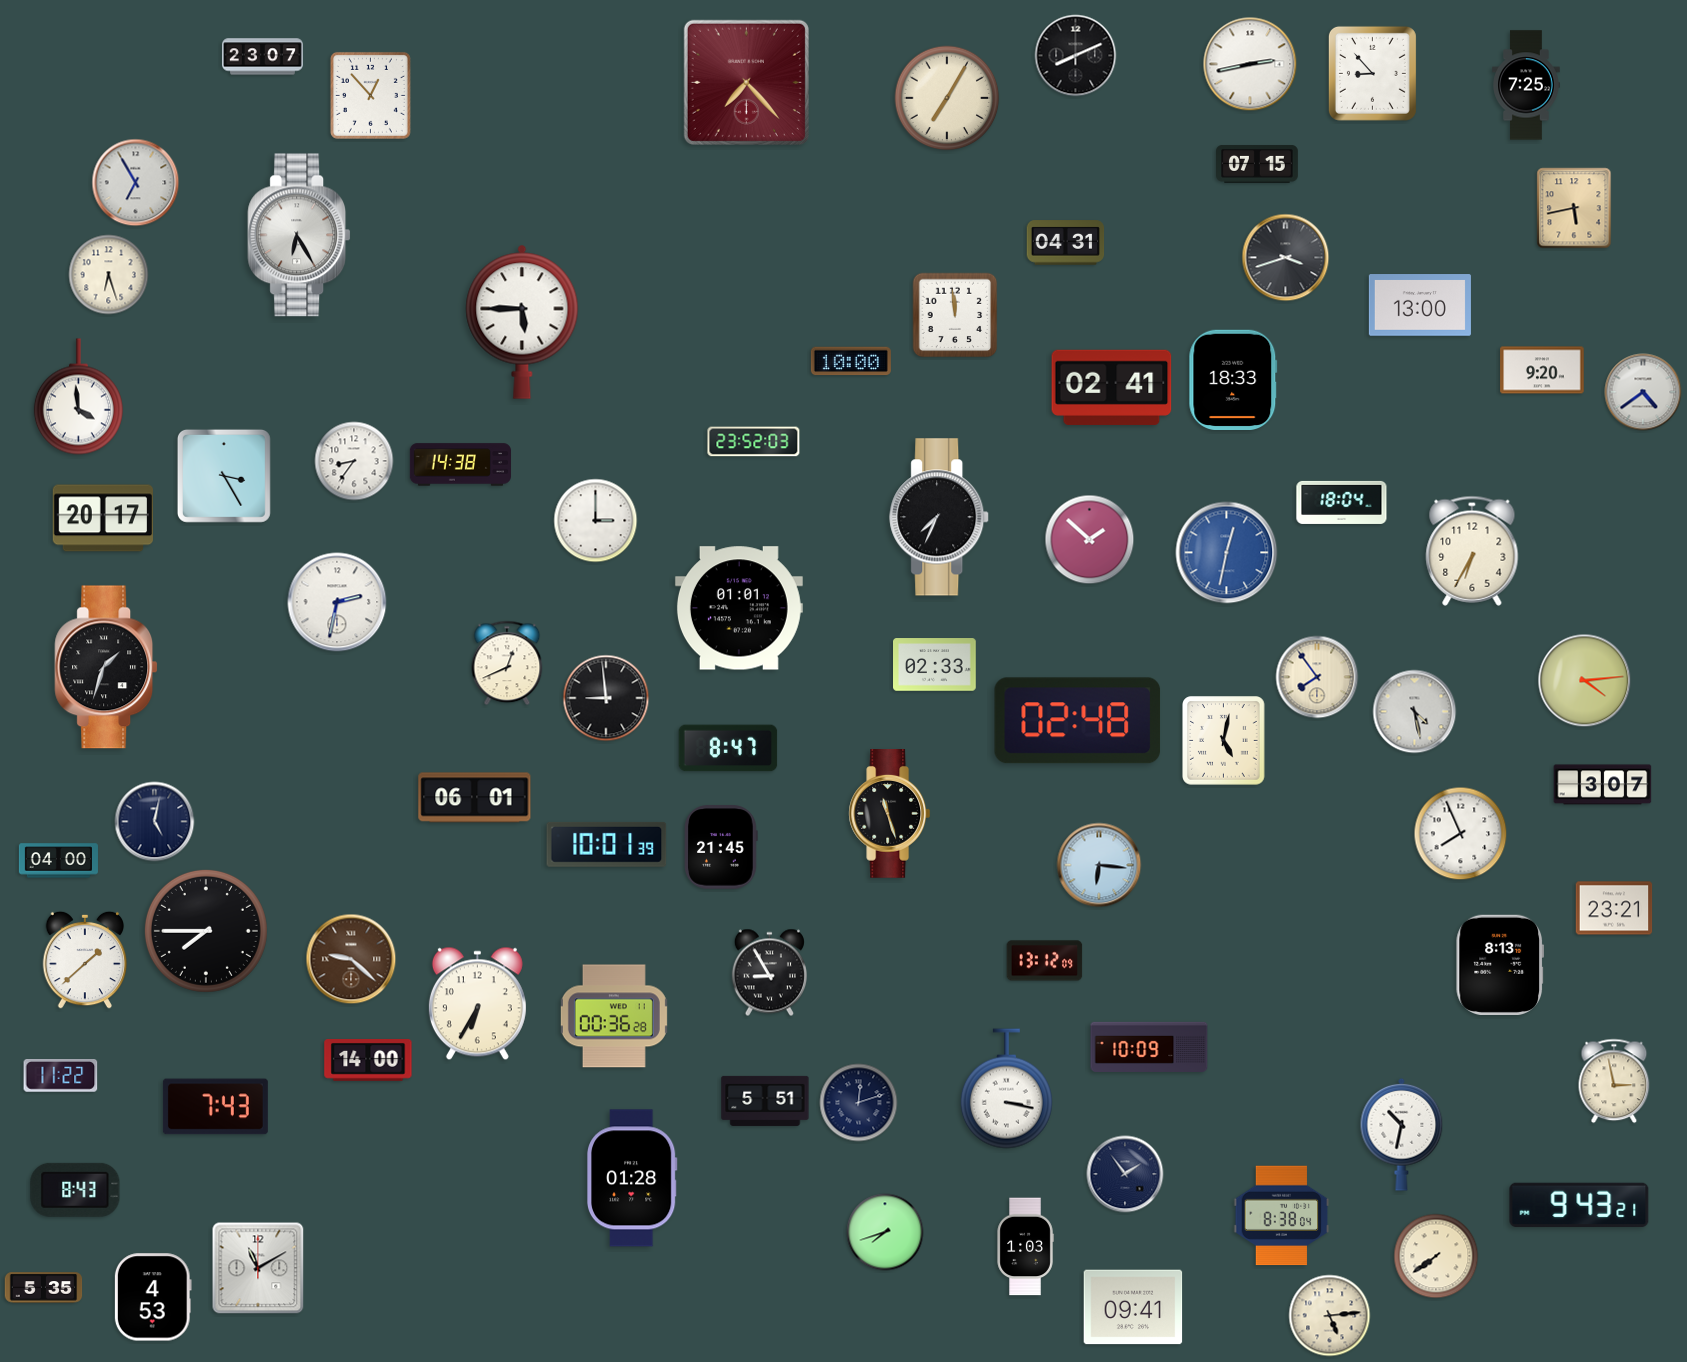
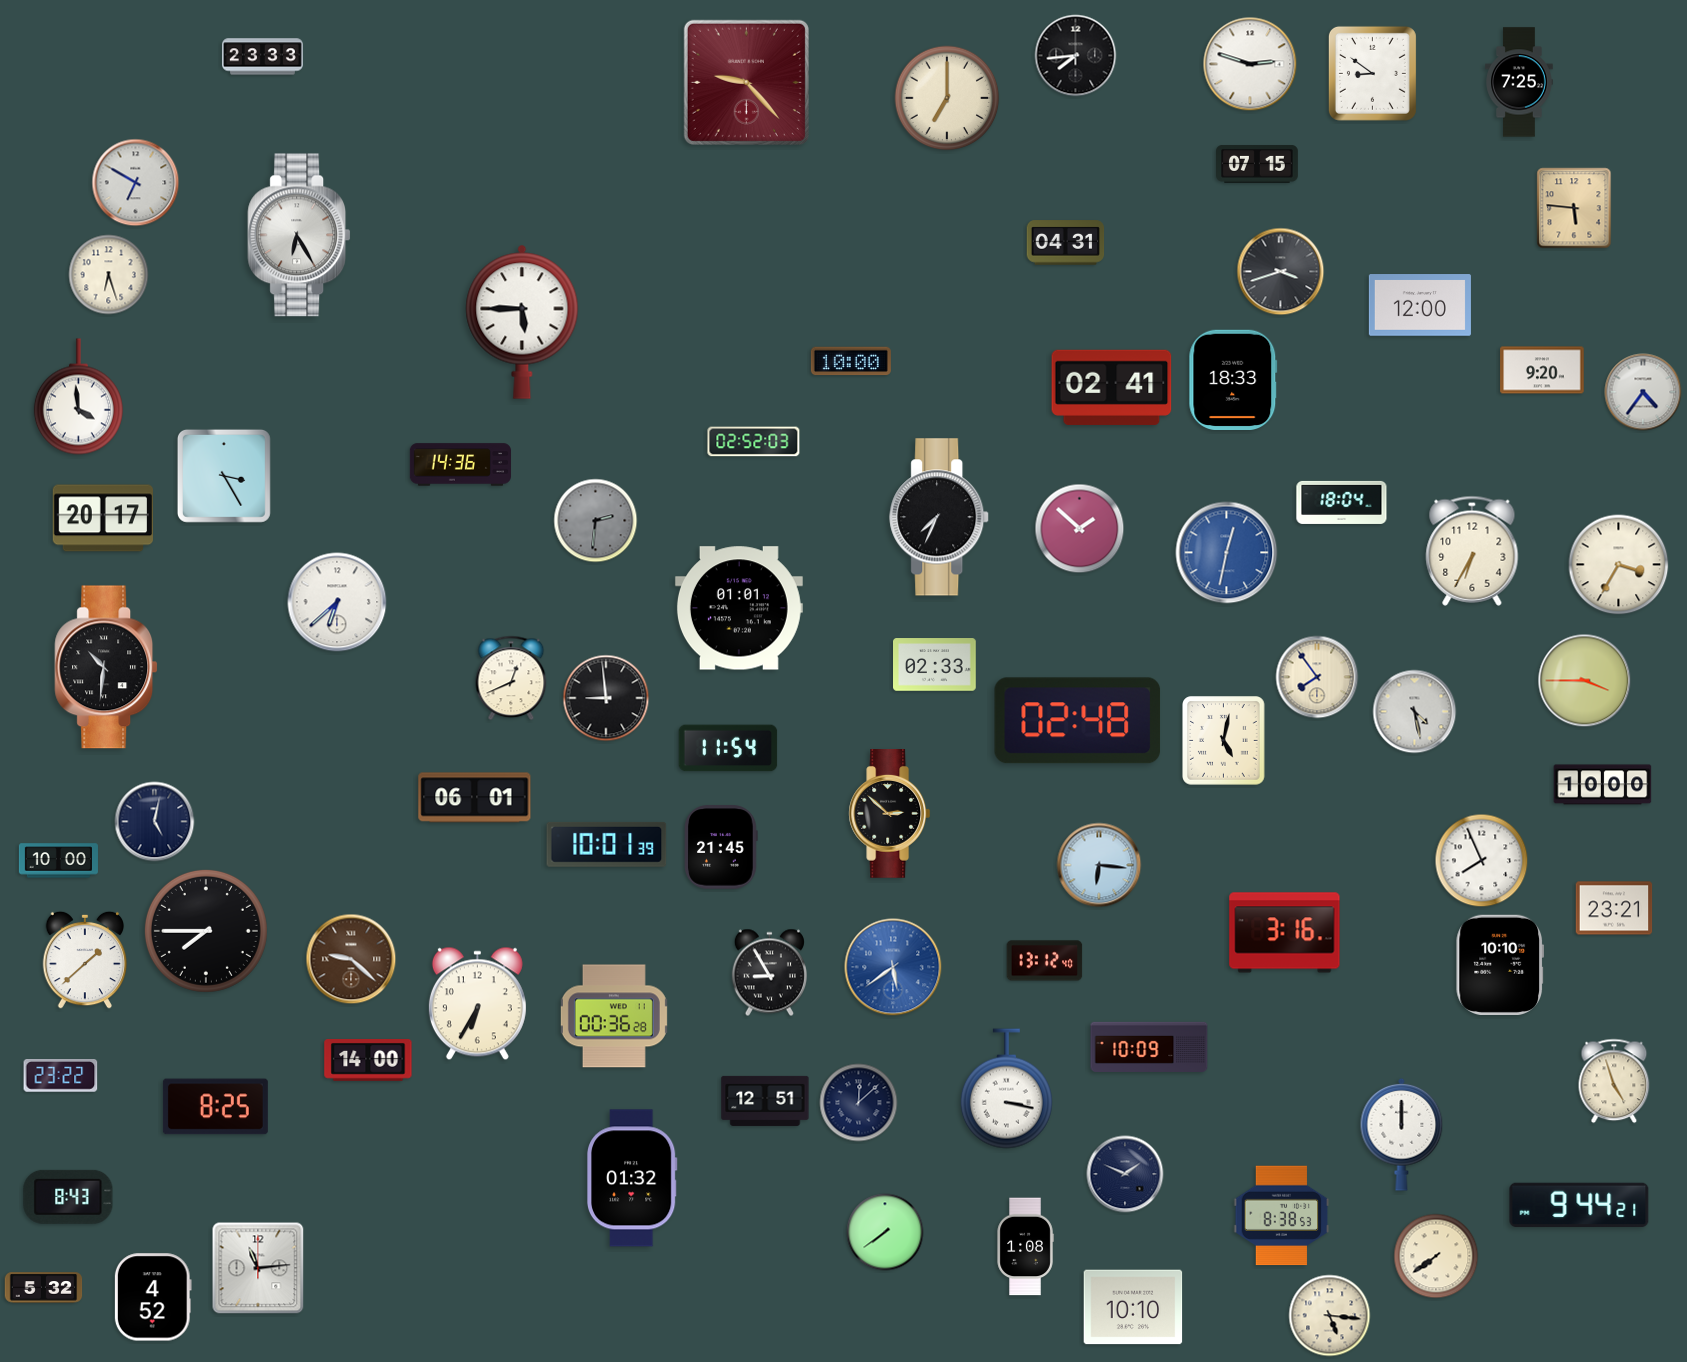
clock at (1076, 56): 8:11 -> 7:44
clock at (262, 57): 23:07 -> 23:33
clock at (1250, 64): 2:43 -> 2:48
clock at (1372, 73): 8:53 -> 8:51
clock at (746, 82): 7:23 -> 9:23
clock at (1526, 85) position: (1526, 85) -> (1519, 82)
clock at (370, 95): 12:53 -> none
clock at (947, 98): 7:05 -> 7:00
clock at (136, 183): 6:55 -> 6:50
clock at (1574, 208): 5:43 -> 5:46
clock at (1286, 258) position: (1286, 258) -> (1281, 272)
clock at (1420, 305): 13:00 -> 12:00
clock at (955, 315): 11:59 -> none
clock at (1643, 392): 4:39 -> 4:36
clock at (754, 442): 23:52 -> 02:52
clock at (354, 461): 8:36 -> none
clock at (460, 465): 14:38 -> 14:36
clock at (596, 521): 3:00 -> 2:31
clock at (596, 521) dial: white -> grey
clock at (1090, 540) position: (1090, 540) -> (1080, 529)
clock at (1619, 565): none -> 3:35
clock at (337, 602): 2:32 -> 6:38
clock at (507, 663) position: (507, 663) -> (511, 678)
clock at (106, 667): 1:33 -> 10:31
clock at (1585, 681): 4:14 -> 3:45
clock at (728, 748): 8:47 -> 11:54
clock at (1603, 785): 3:07 -> 10:00
clock at (890, 814): 11:27 -> 2:52
clock at (1461, 834) position: (1461, 834) -> (1482, 861)
clock at (58, 861): 04:00 -> 10:00
clock at (1285, 933): none -> 3:16
clock at (1045, 961): 13:12:09 -> 13:12:40
clock at (1499, 964): 8:13 -> 10:10
clock at (893, 967): none -> 5:39
clock at (61, 1076): 11:22 -> 23:22
clock at (1614, 1081): 2:58 -> 4:57
clock at (765, 1101): 5:51 -> 12:51
clock at (859, 1103): 12:12 -> 12:08
clock at (215, 1107): 7:43 -> 8:25
clock at (1402, 1134): 10:32 -> 12:00
clock at (1125, 1174): 1:54 -> 1:49
clock at (632, 1178): 01:28 -> 01:32
clock at (75, 1190) position: (75, 1190) -> (68, 1197)
clock at (1579, 1205): 9:43 -> 9:44
clock at (1282, 1216): 8:38:04 -> 8:38:53
clock at (885, 1232): 7:42 -> 7:39
clock at (1025, 1247): 1:03 -> 1:08
clock at (258, 1268): 11:10 -> 11:14
clock at (44, 1288): 5:35 -> 5:32
clock at (153, 1297): 4:53 -> 4:52
clock at (1133, 1307): 09:41 -> 10:10
clock at (1330, 1316): 5:14 -> 5:16
